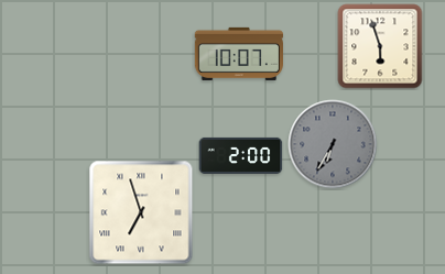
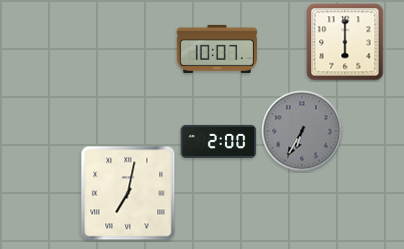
clock at (380, 46): 5:57 -> 6:00
clock at (141, 212): 6:57 -> 7:02
